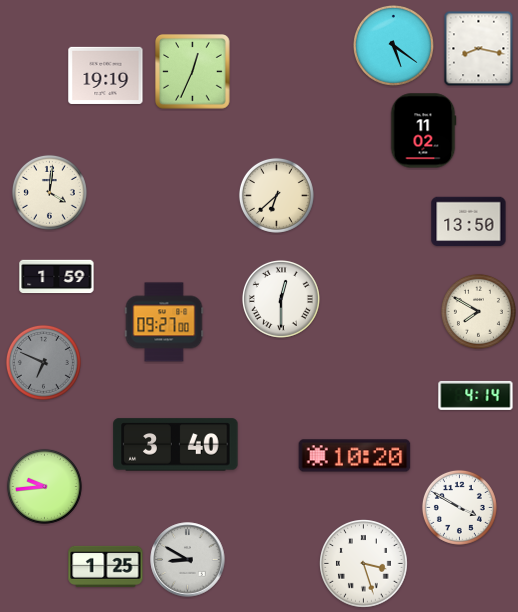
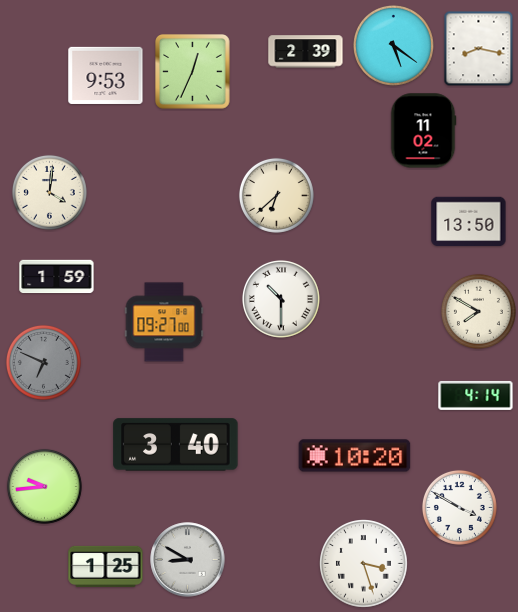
clock at (306, 52): none -> 2:39
clock at (106, 75): 19:19 -> 9:53
clock at (281, 299): 12:30 -> 10:30
